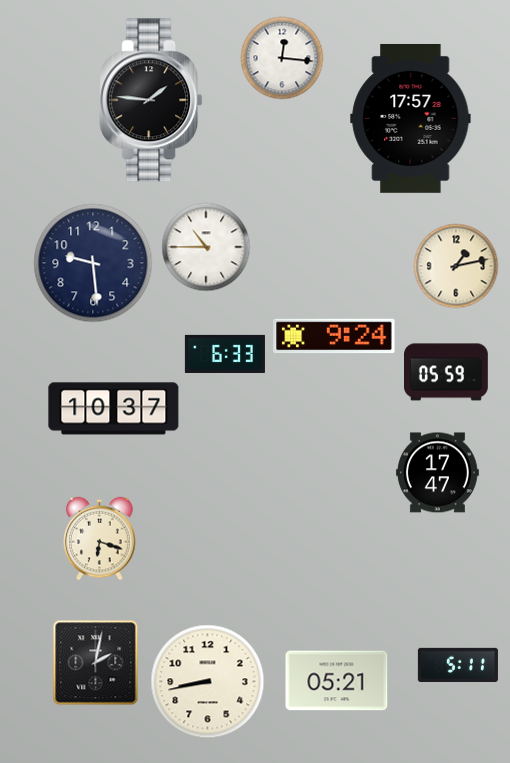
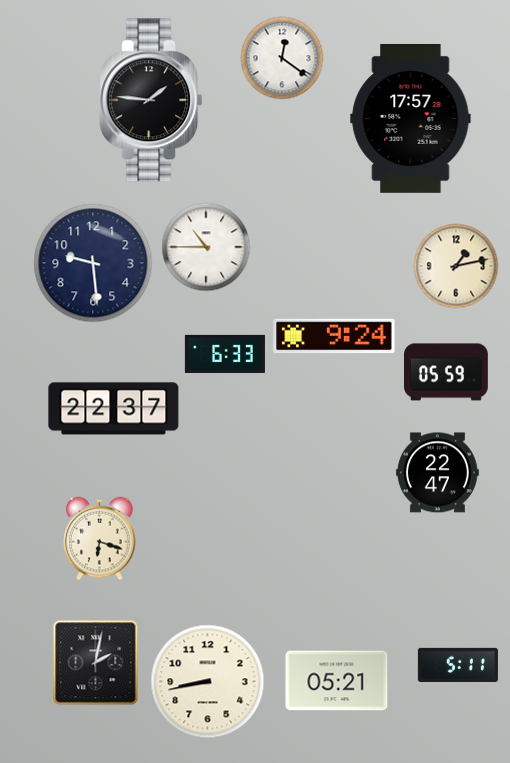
clock at (282, 58): 12:16 -> 12:21
clock at (114, 409): 10:37 -> 22:37
clock at (437, 473): 17:47 -> 22:47
